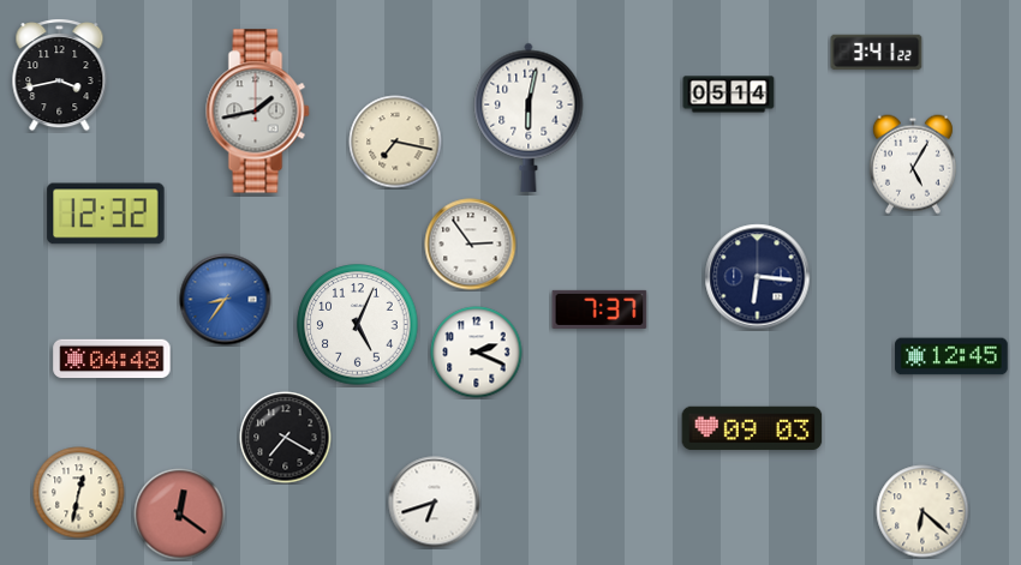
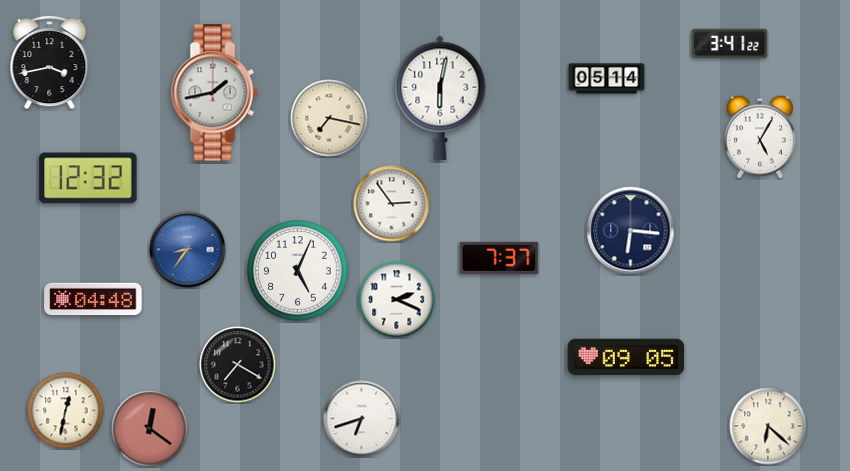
clock at (477, 353) position: (477, 353) -> (397, 300)
clock at (951, 356): 12:45 -> none
clock at (752, 428): 09:03 -> 09:05
